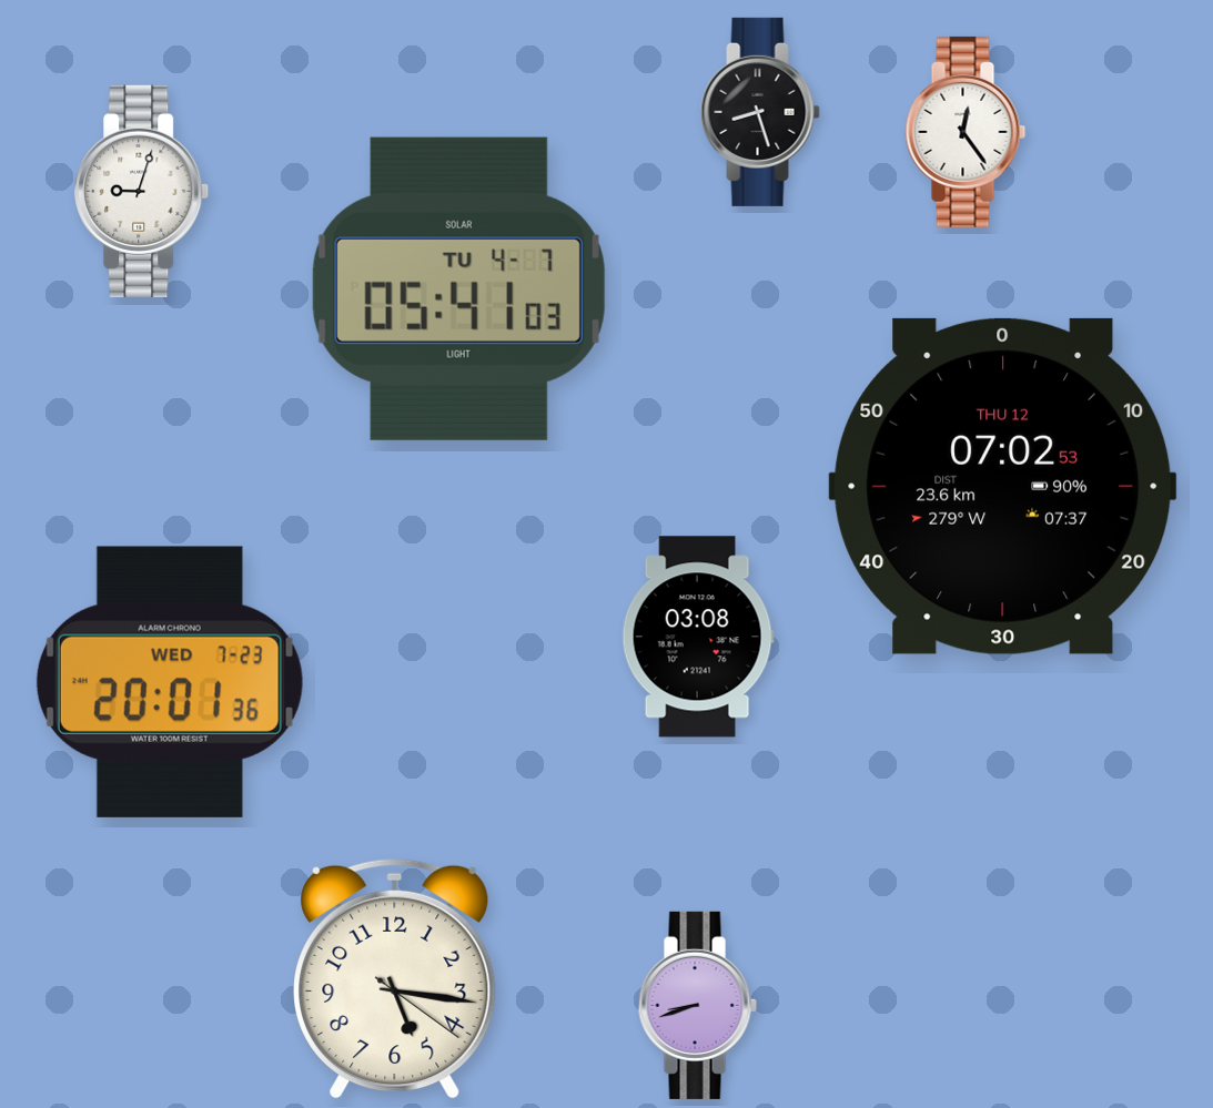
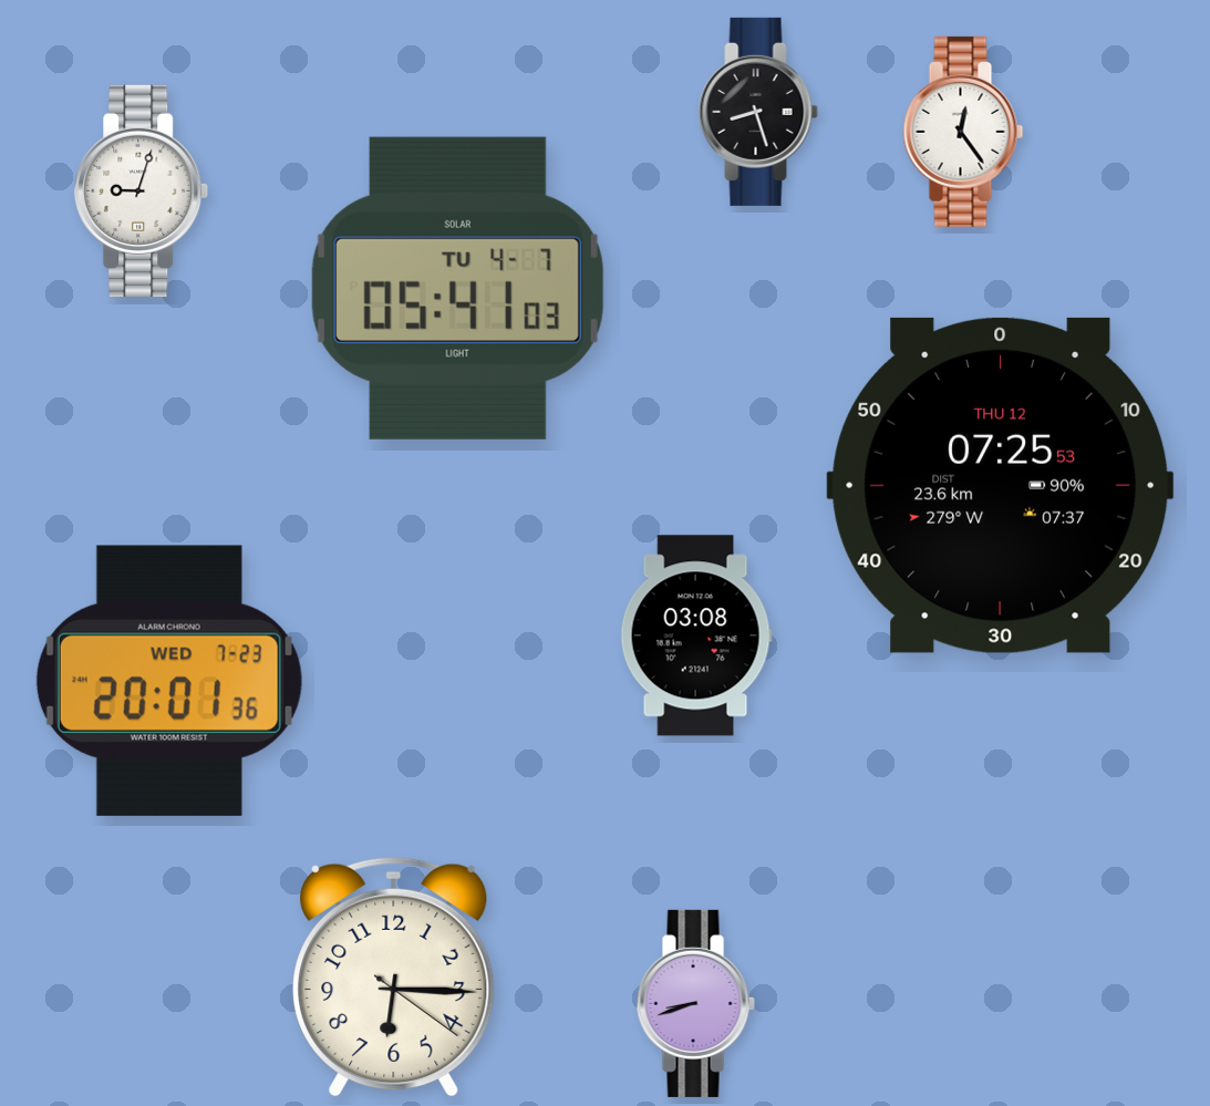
clock at (1003, 486): 07:02 -> 07:25
clock at (395, 978): 5:16 -> 6:15
